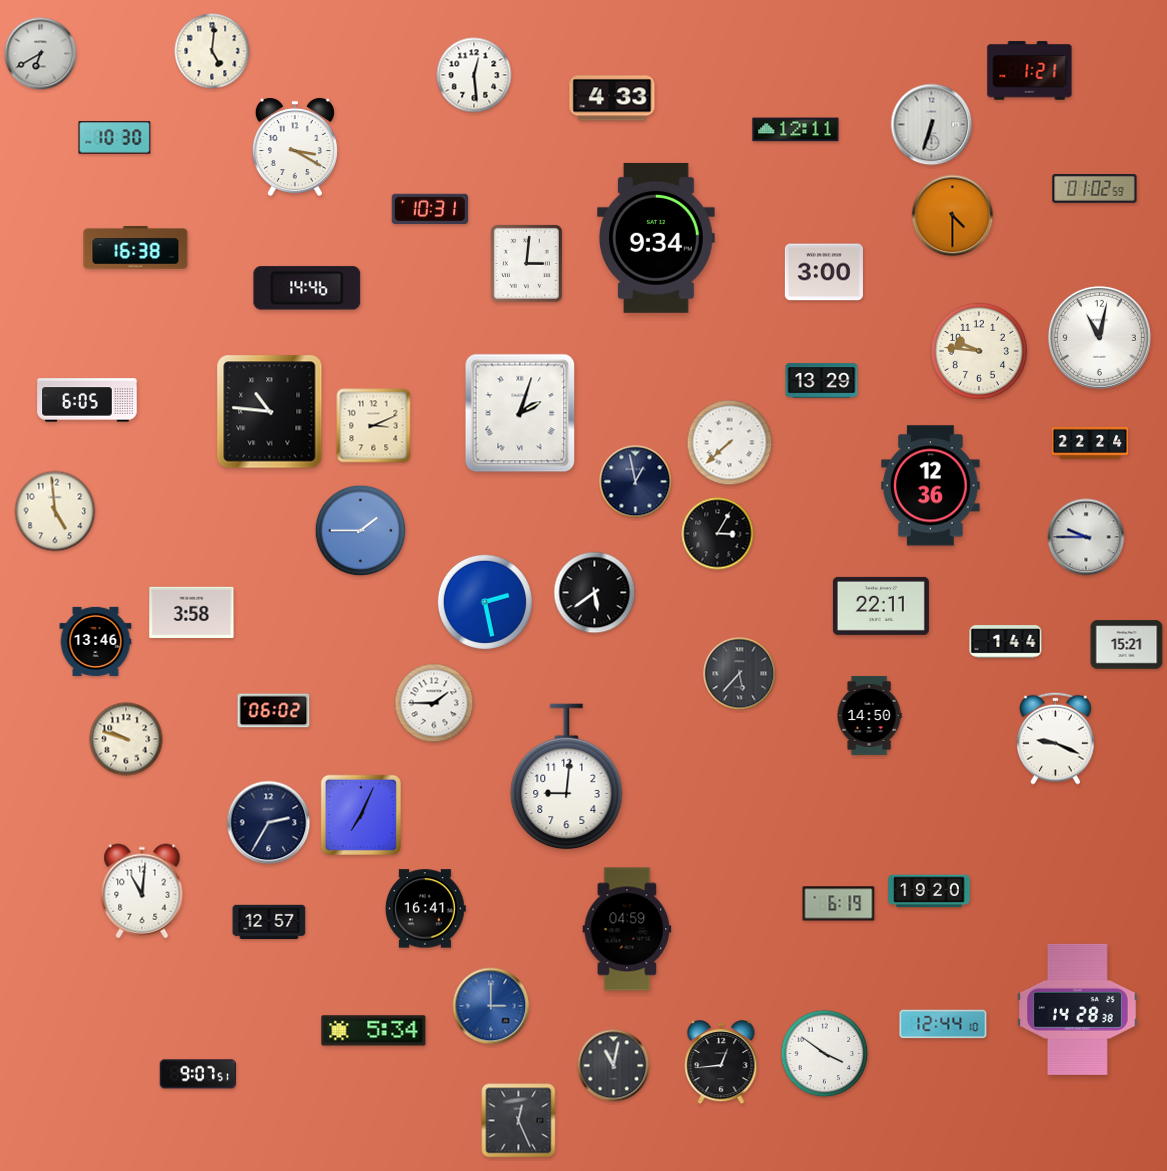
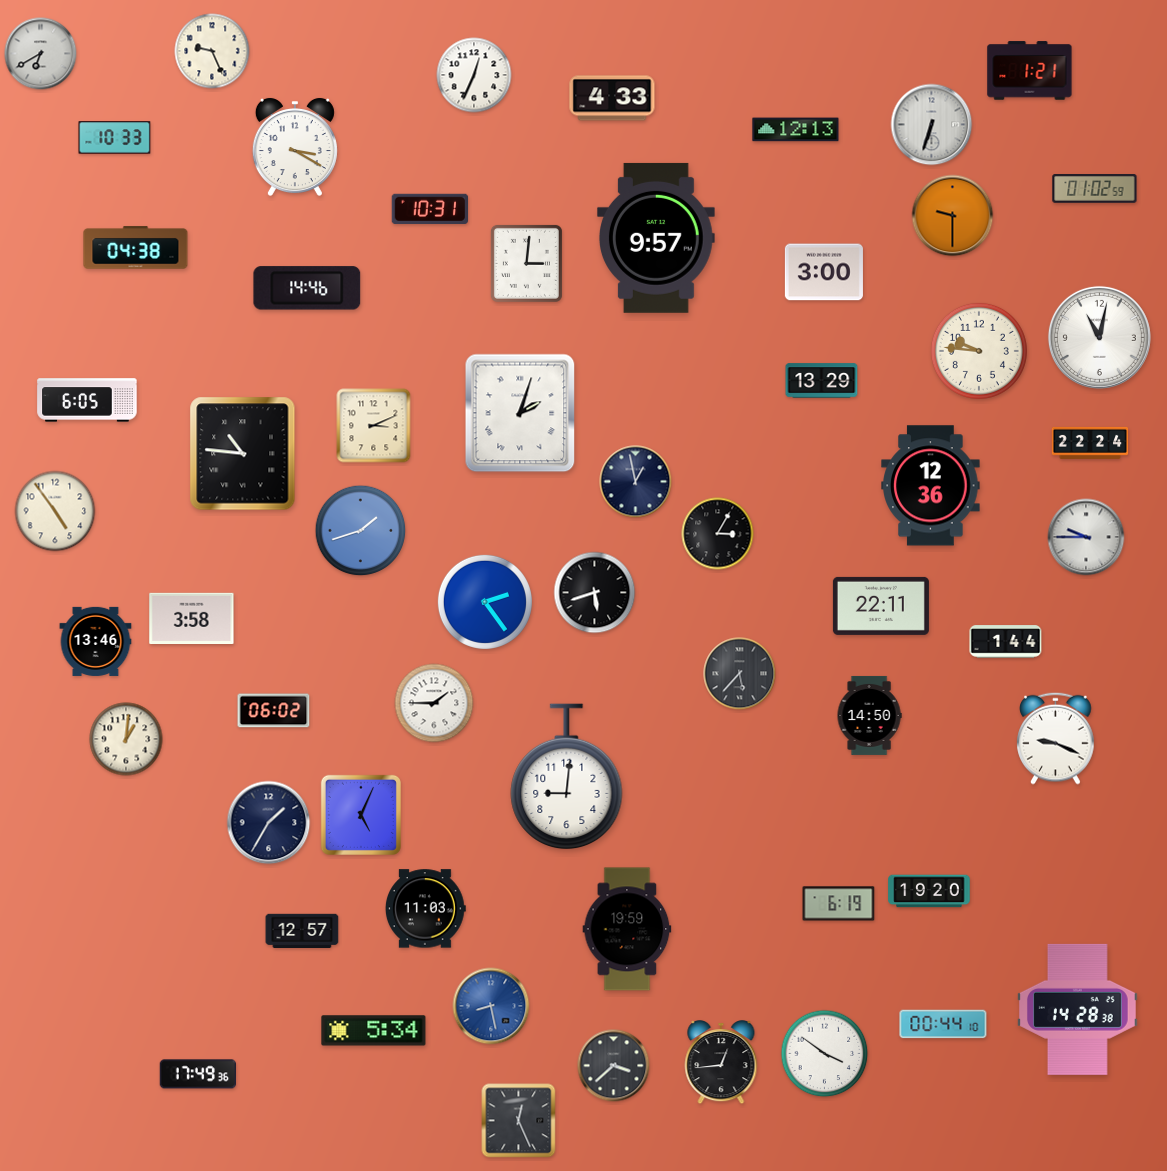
clock at (212, 51): 5:01 -> 9:26
clock at (474, 75): 12:29 -> 12:34
clock at (796, 130): 12:11 -> 12:13
clock at (115, 138): 10:30 -> 10:33
clock at (953, 216): 4:30 -> 9:30
clock at (656, 238): 9:34 -> 9:57
clock at (136, 248): 16:38 -> 04:38
clock at (270, 412) position: (270, 412) -> (243, 454)
clock at (730, 443): 7:38 -> none
clock at (55, 511): 4:59 -> 4:54
clock at (361, 531): 1:45 -> 1:42
clock at (595, 593): 5:39 -> 5:42
clock at (485, 602): 2:28 -> 2:24
clock at (192, 612) position: (192, 612) -> (192, 618)
clock at (1127, 645): 15:21 -> none
clock at (126, 739): 9:48 -> 1:01
clock at (361, 815): 7:04 -> 5:04
clock at (269, 823): 2:35 -> 1:35
clock at (142, 891): 11:01 -> none
clock at (426, 909): 16:41 -> 11:03
clock at (269, 921) position: (269, 921) -> (302, 930)
clock at (627, 929): 04:59 -> 19:59
clock at (491, 1006): 3:00 -> 8:28
clock at (943, 1024): 12:44 -> 00:44
clock at (614, 1066): 11:02 -> 3:38
clock at (197, 1074): 9:07 -> 17:49
